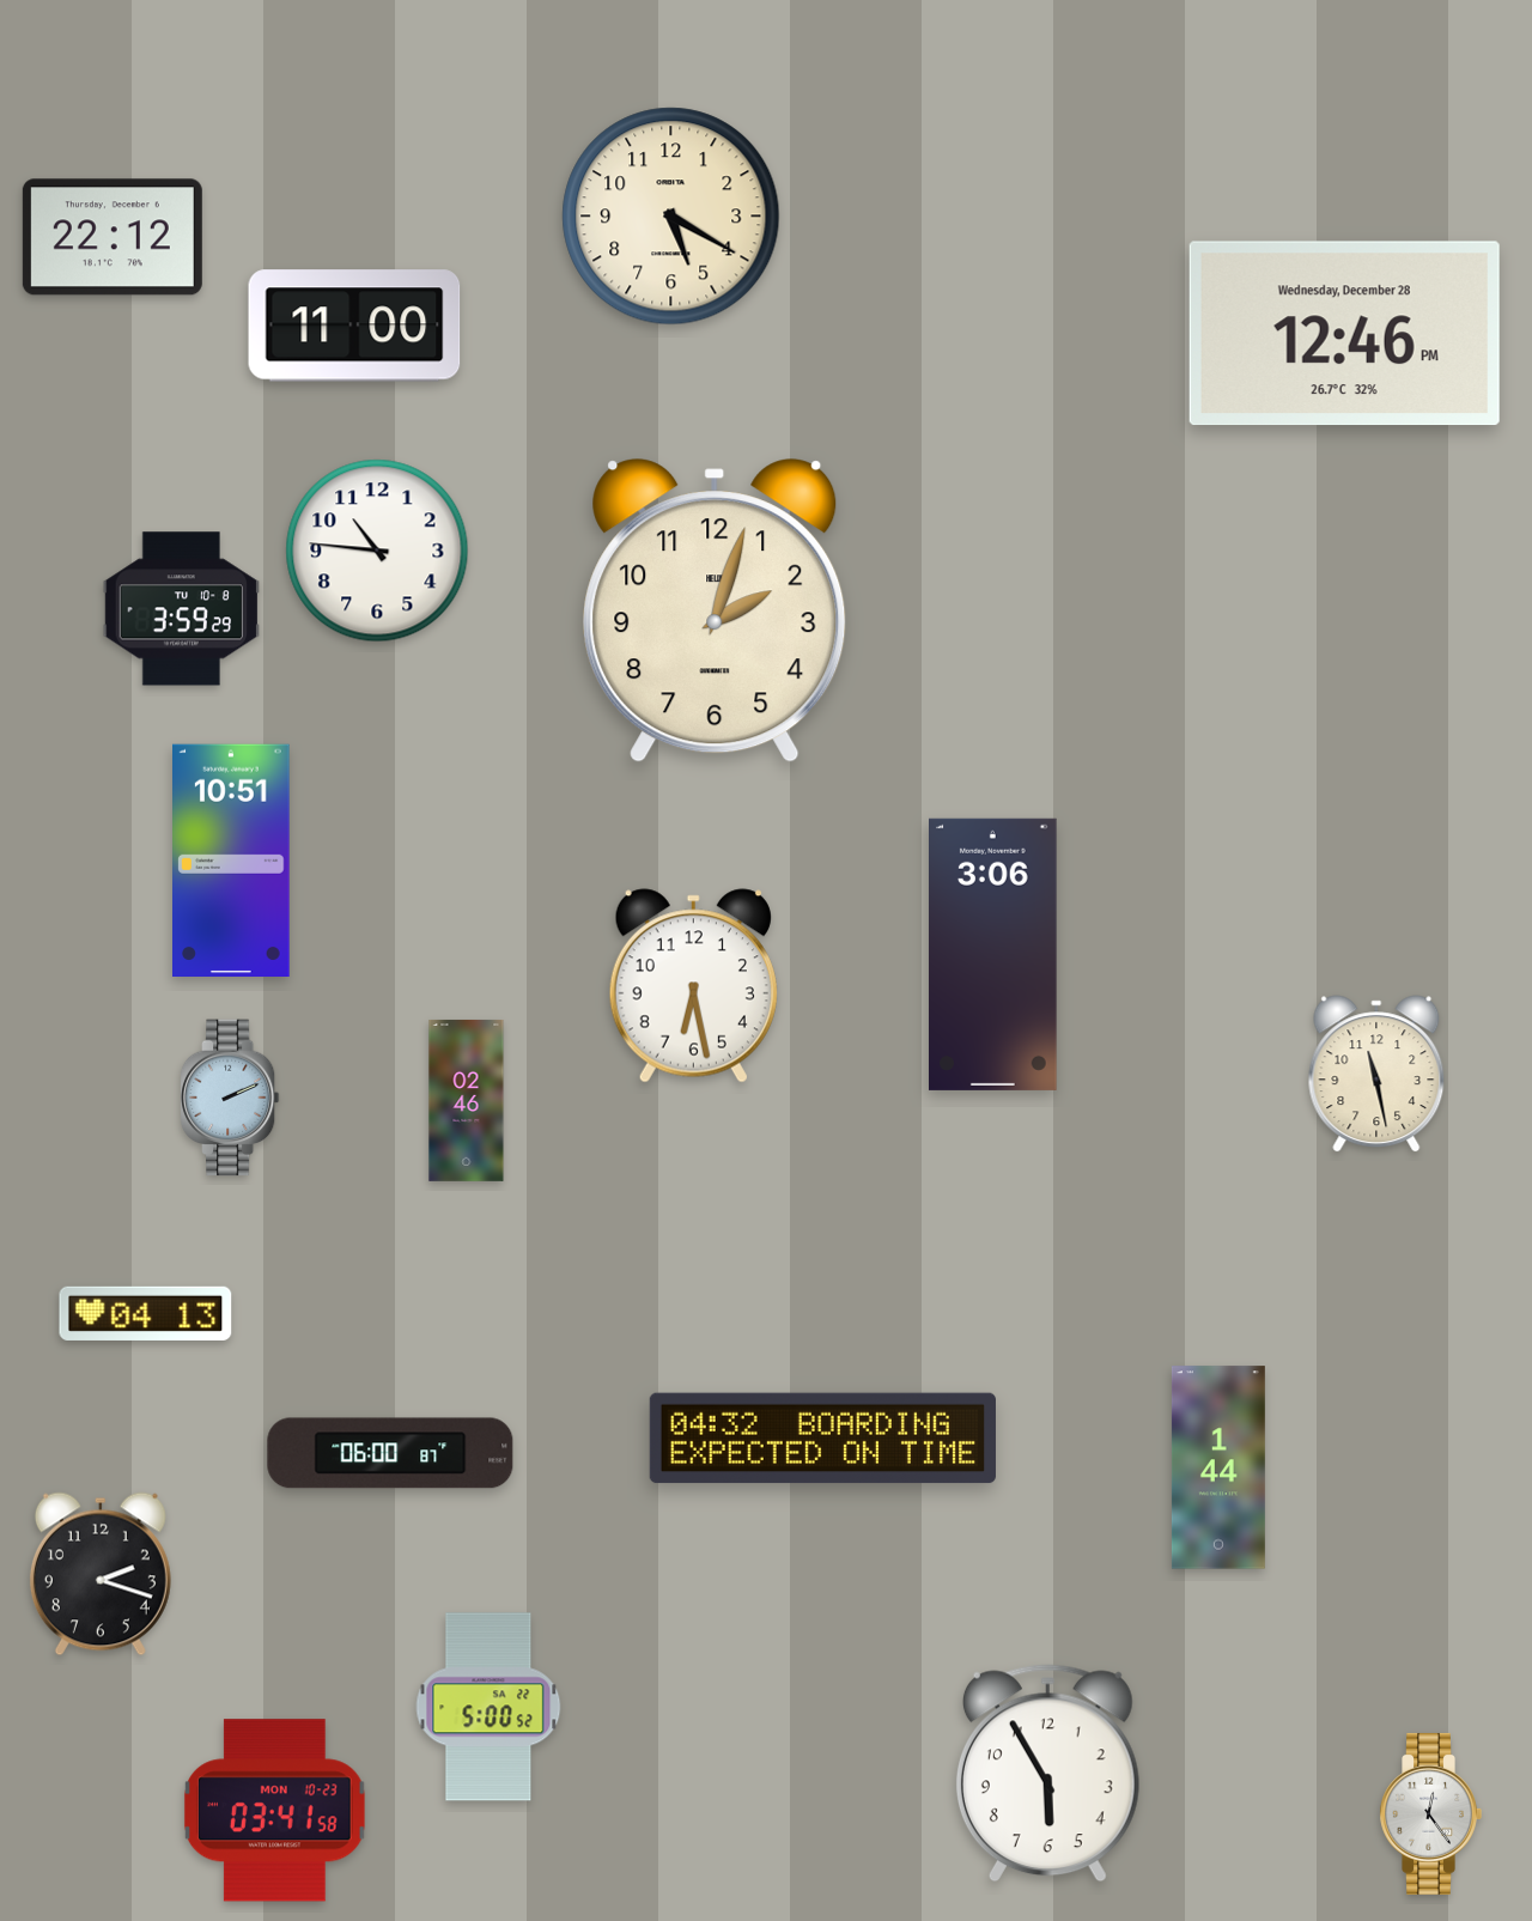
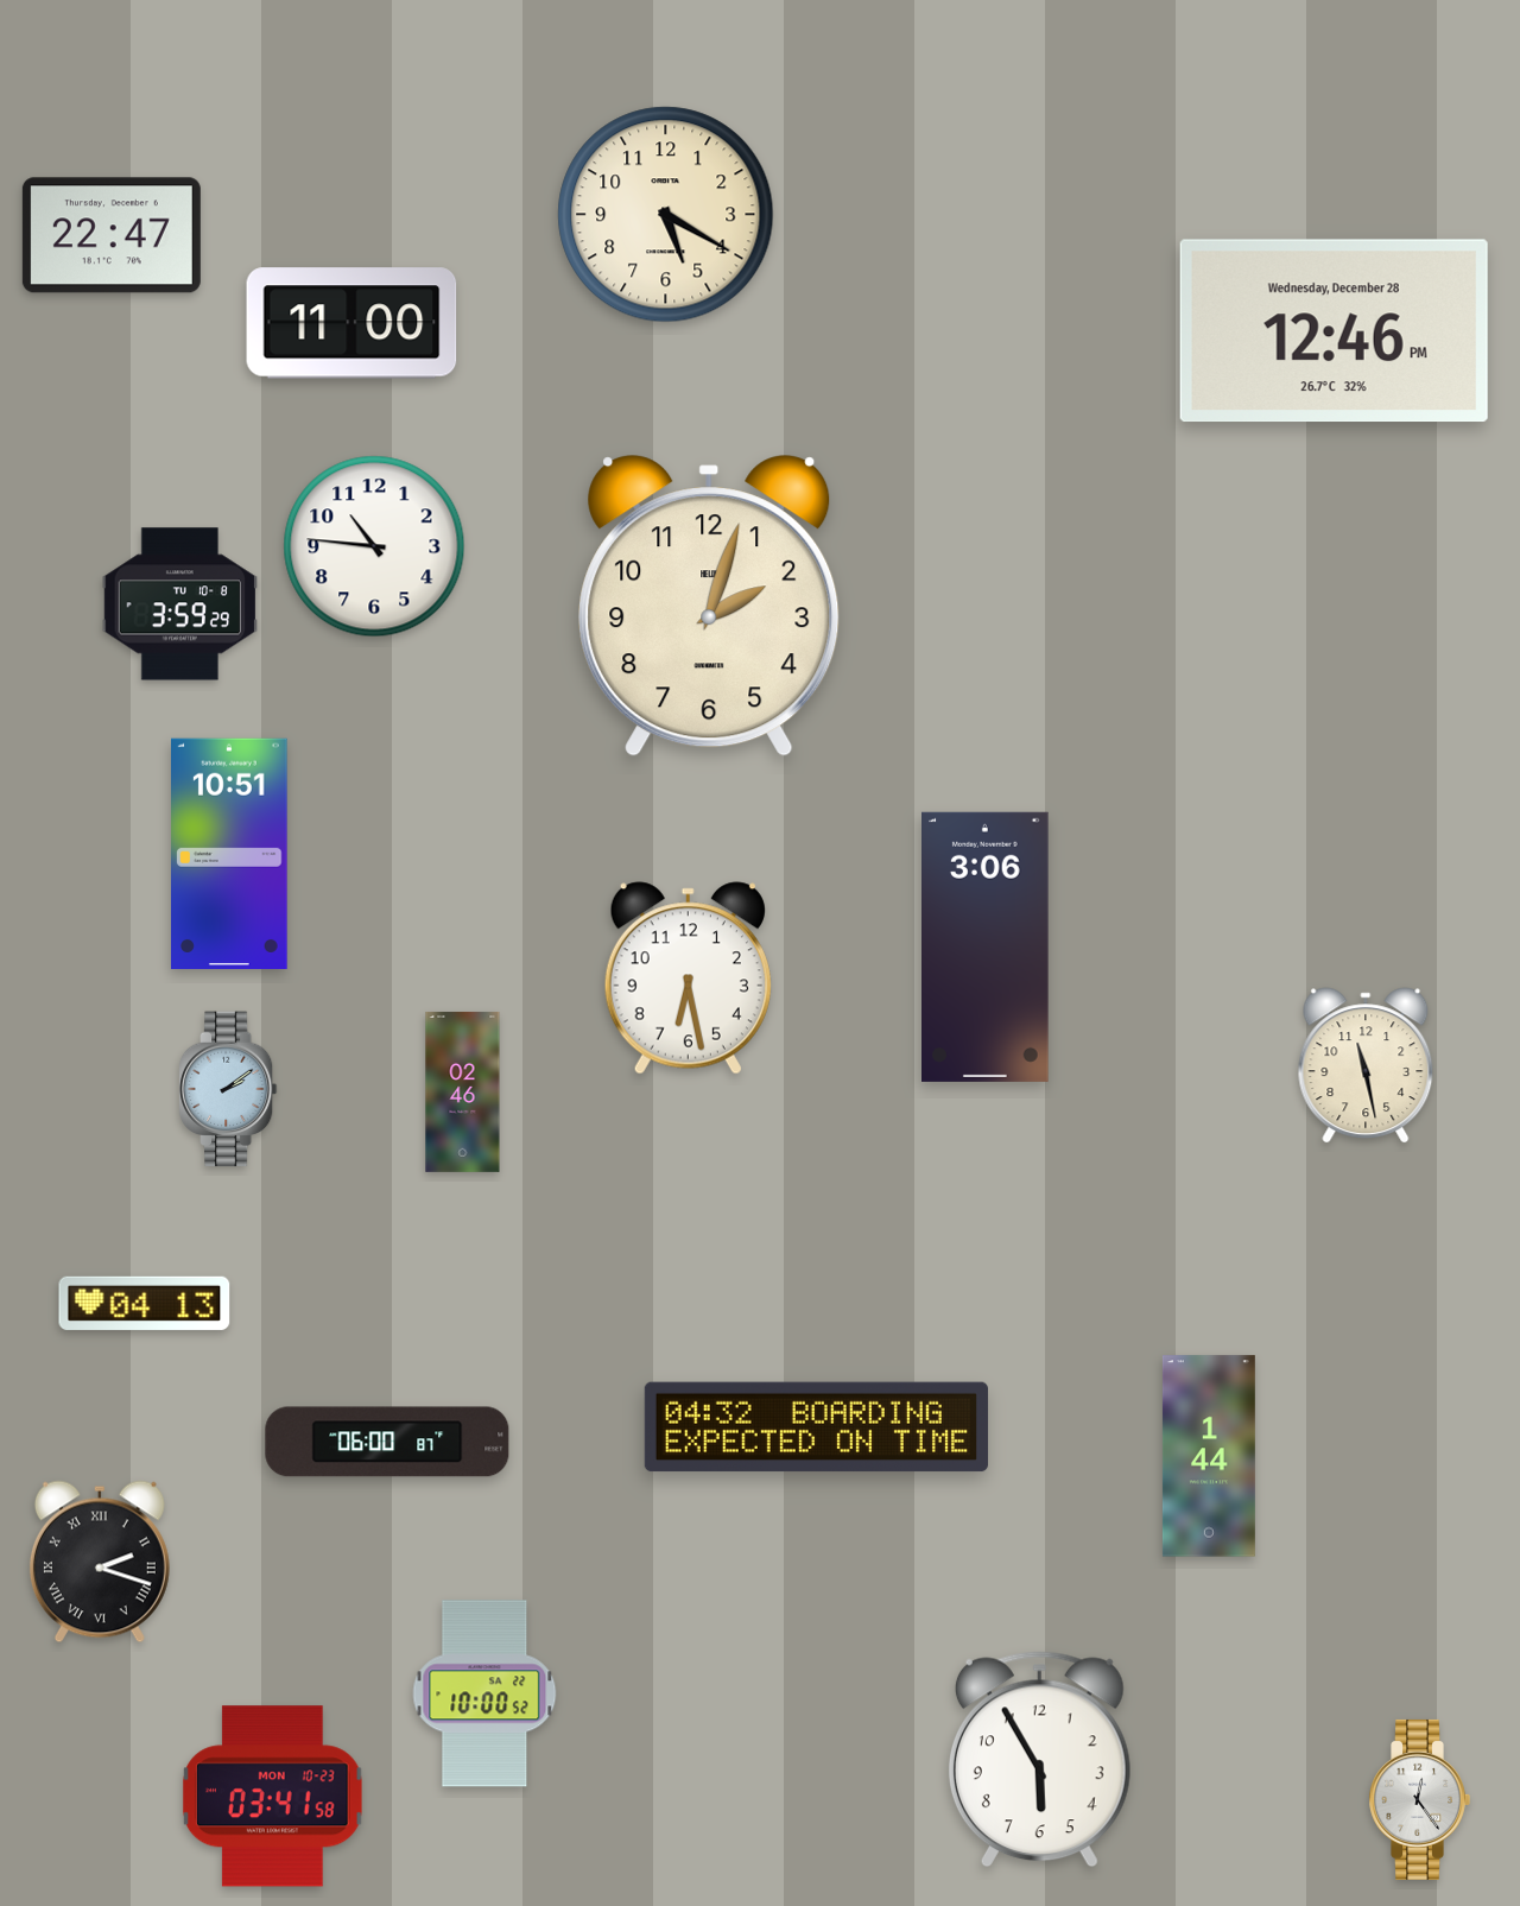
clock at (113, 237): 22:12 -> 22:47
clock at (230, 1098): 2:11 -> 2:09
clock at (101, 1574) numerals: Arabic -> Roman
clock at (488, 1707): 5:00 -> 10:00
